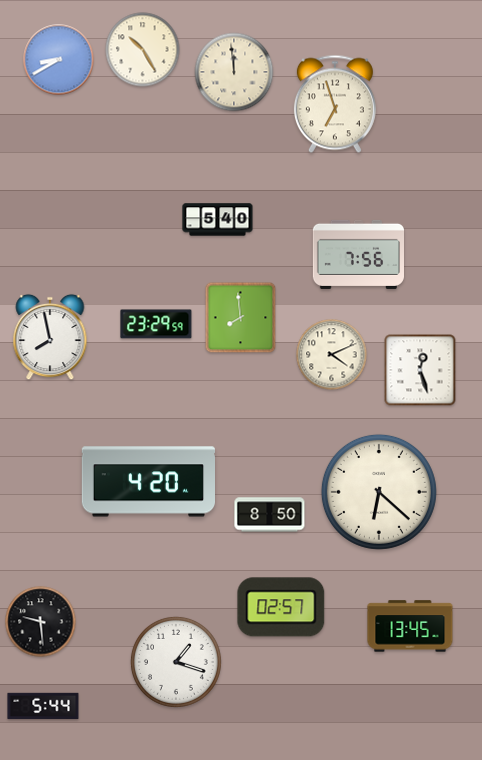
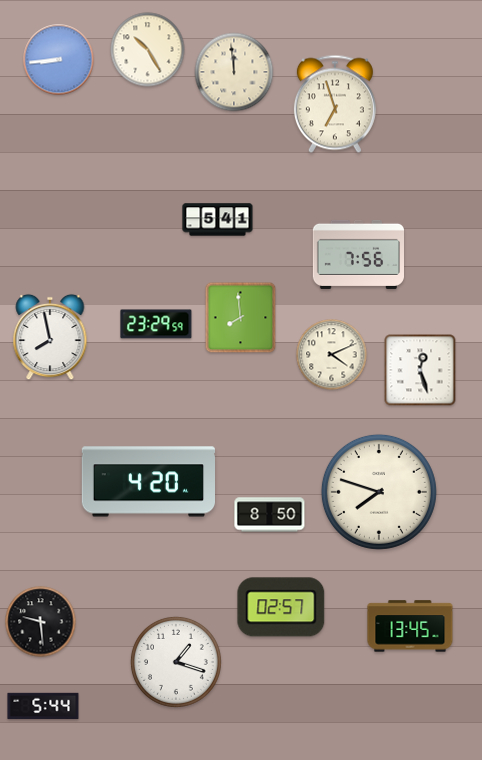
clock at (143, 50) position: (143, 50) -> (148, 50)
clock at (59, 60): 8:40 -> 8:44
clock at (218, 220): 5:40 -> 5:41
clock at (379, 492): 6:22 -> 7:48
